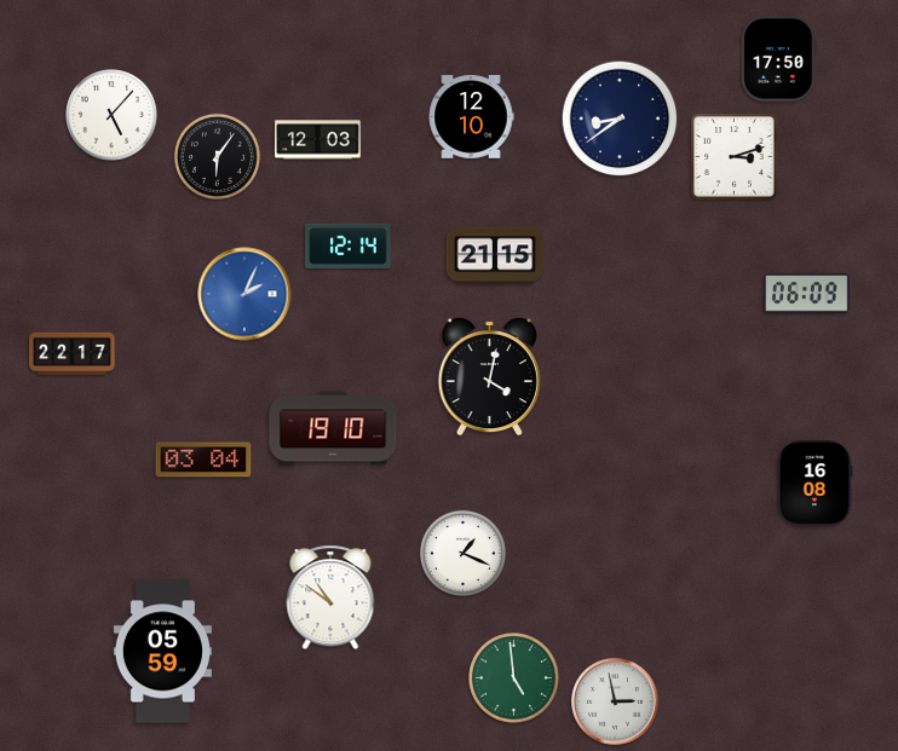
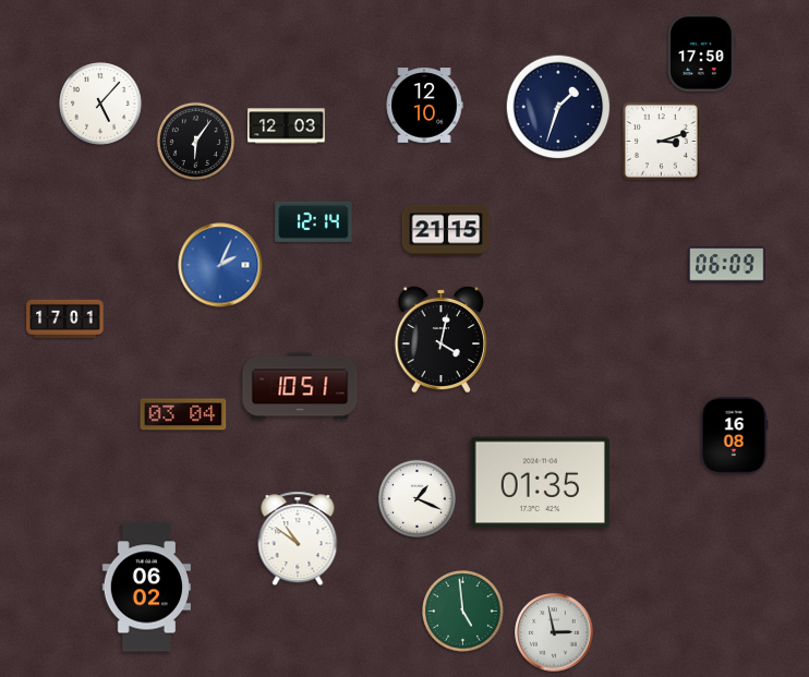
clock at (620, 119): 8:39 -> 1:33
clock at (73, 353): 22:17 -> 17:01
clock at (333, 428): 19:10 -> 10:51
clock at (540, 483): none -> 01:35
clock at (162, 652): 05:59 -> 06:02
